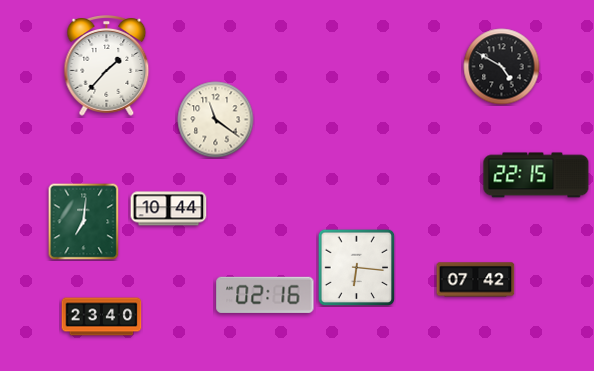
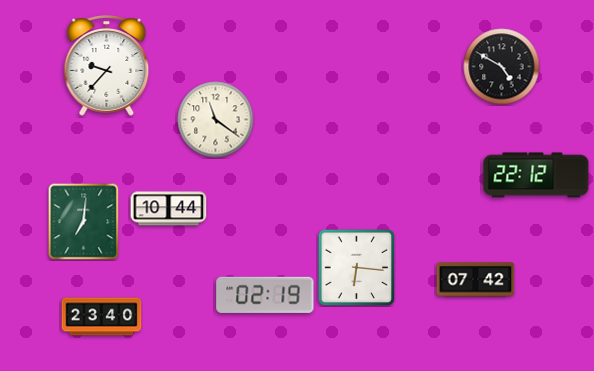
clock at (107, 66): 1:37 -> 9:37
clock at (536, 175): 22:15 -> 22:12
clock at (265, 295): 02:16 -> 02:19
